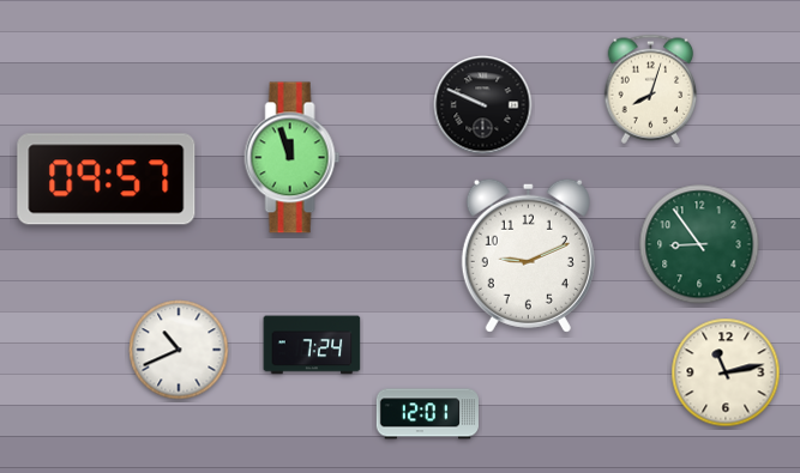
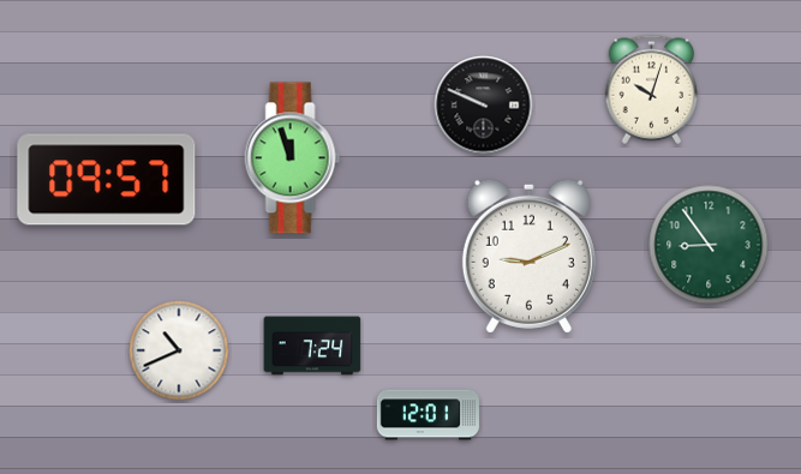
clock at (651, 89): 8:03 -> 10:03
clock at (699, 244) position: (699, 244) -> (709, 245)
clock at (726, 372): 11:13 -> none
